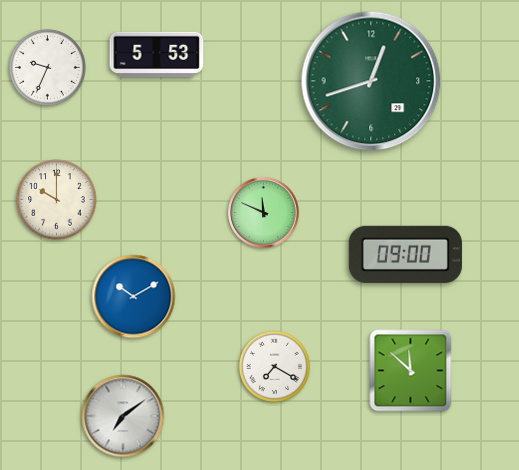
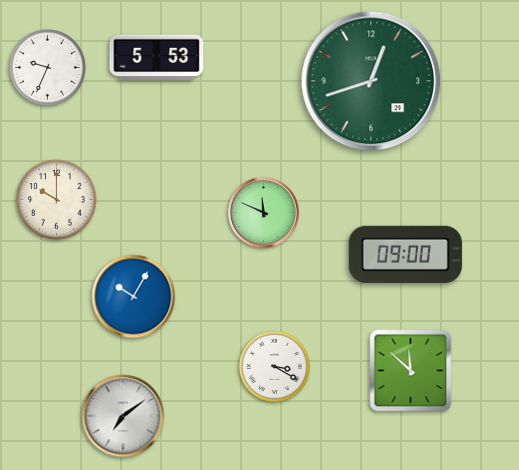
clock at (157, 54) position: (157, 54) -> (157, 57)
clock at (134, 297): 10:10 -> 10:05
clock at (274, 366): 7:20 -> 3:20
